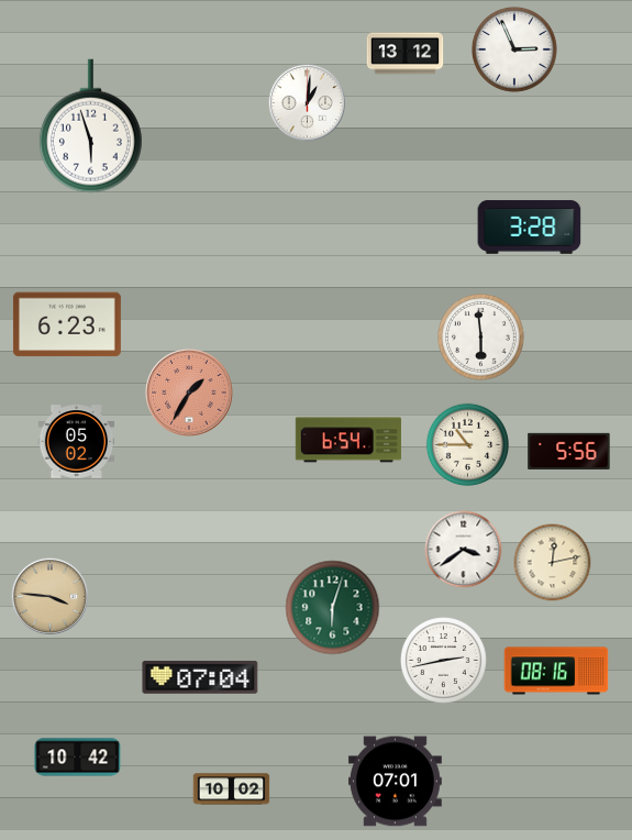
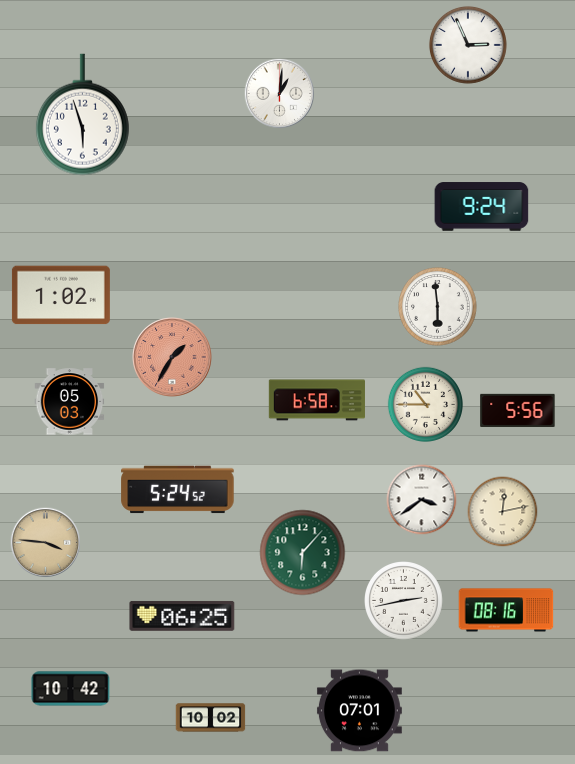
clock at (406, 54): 13:12 -> none
clock at (530, 228): 3:28 -> 9:24
clock at (67, 324): 6:23 -> 1:02
clock at (348, 440): 6:54 -> 6:58
clock at (77, 442): 05:02 -> 05:03
clock at (178, 490): none -> 5:24
clock at (333, 608): 6:03 -> 6:07
clock at (200, 677): 07:04 -> 06:25
